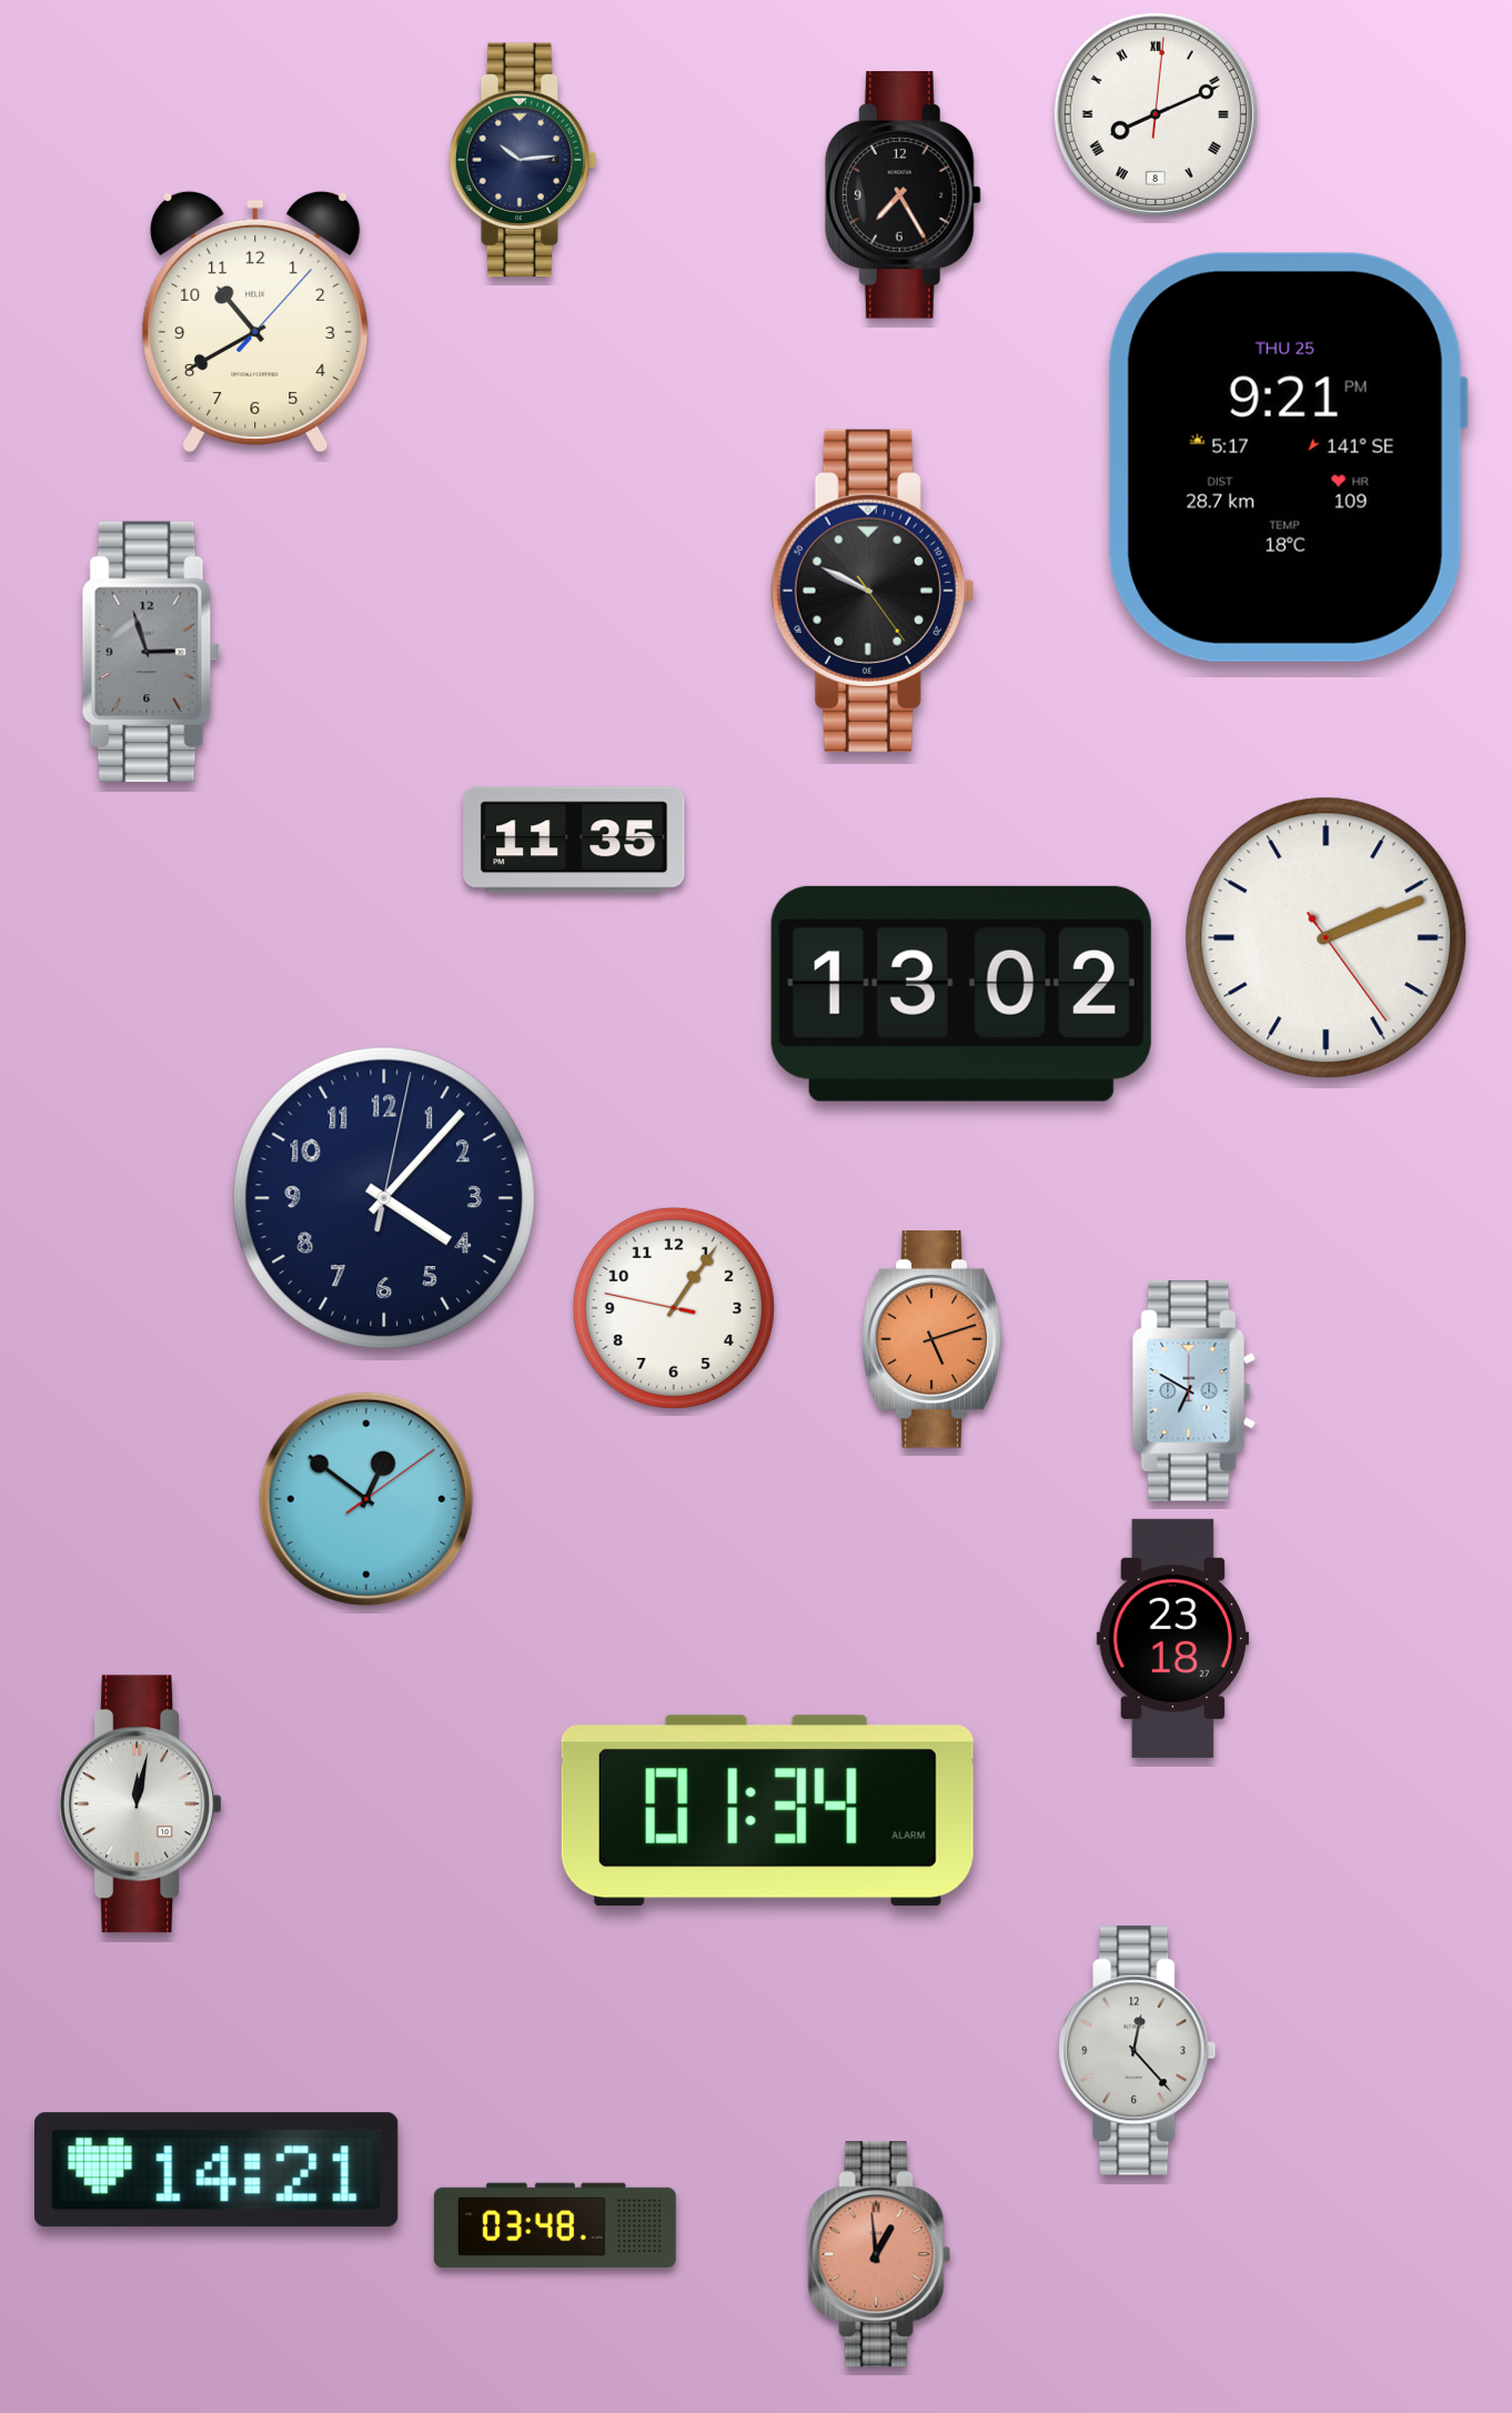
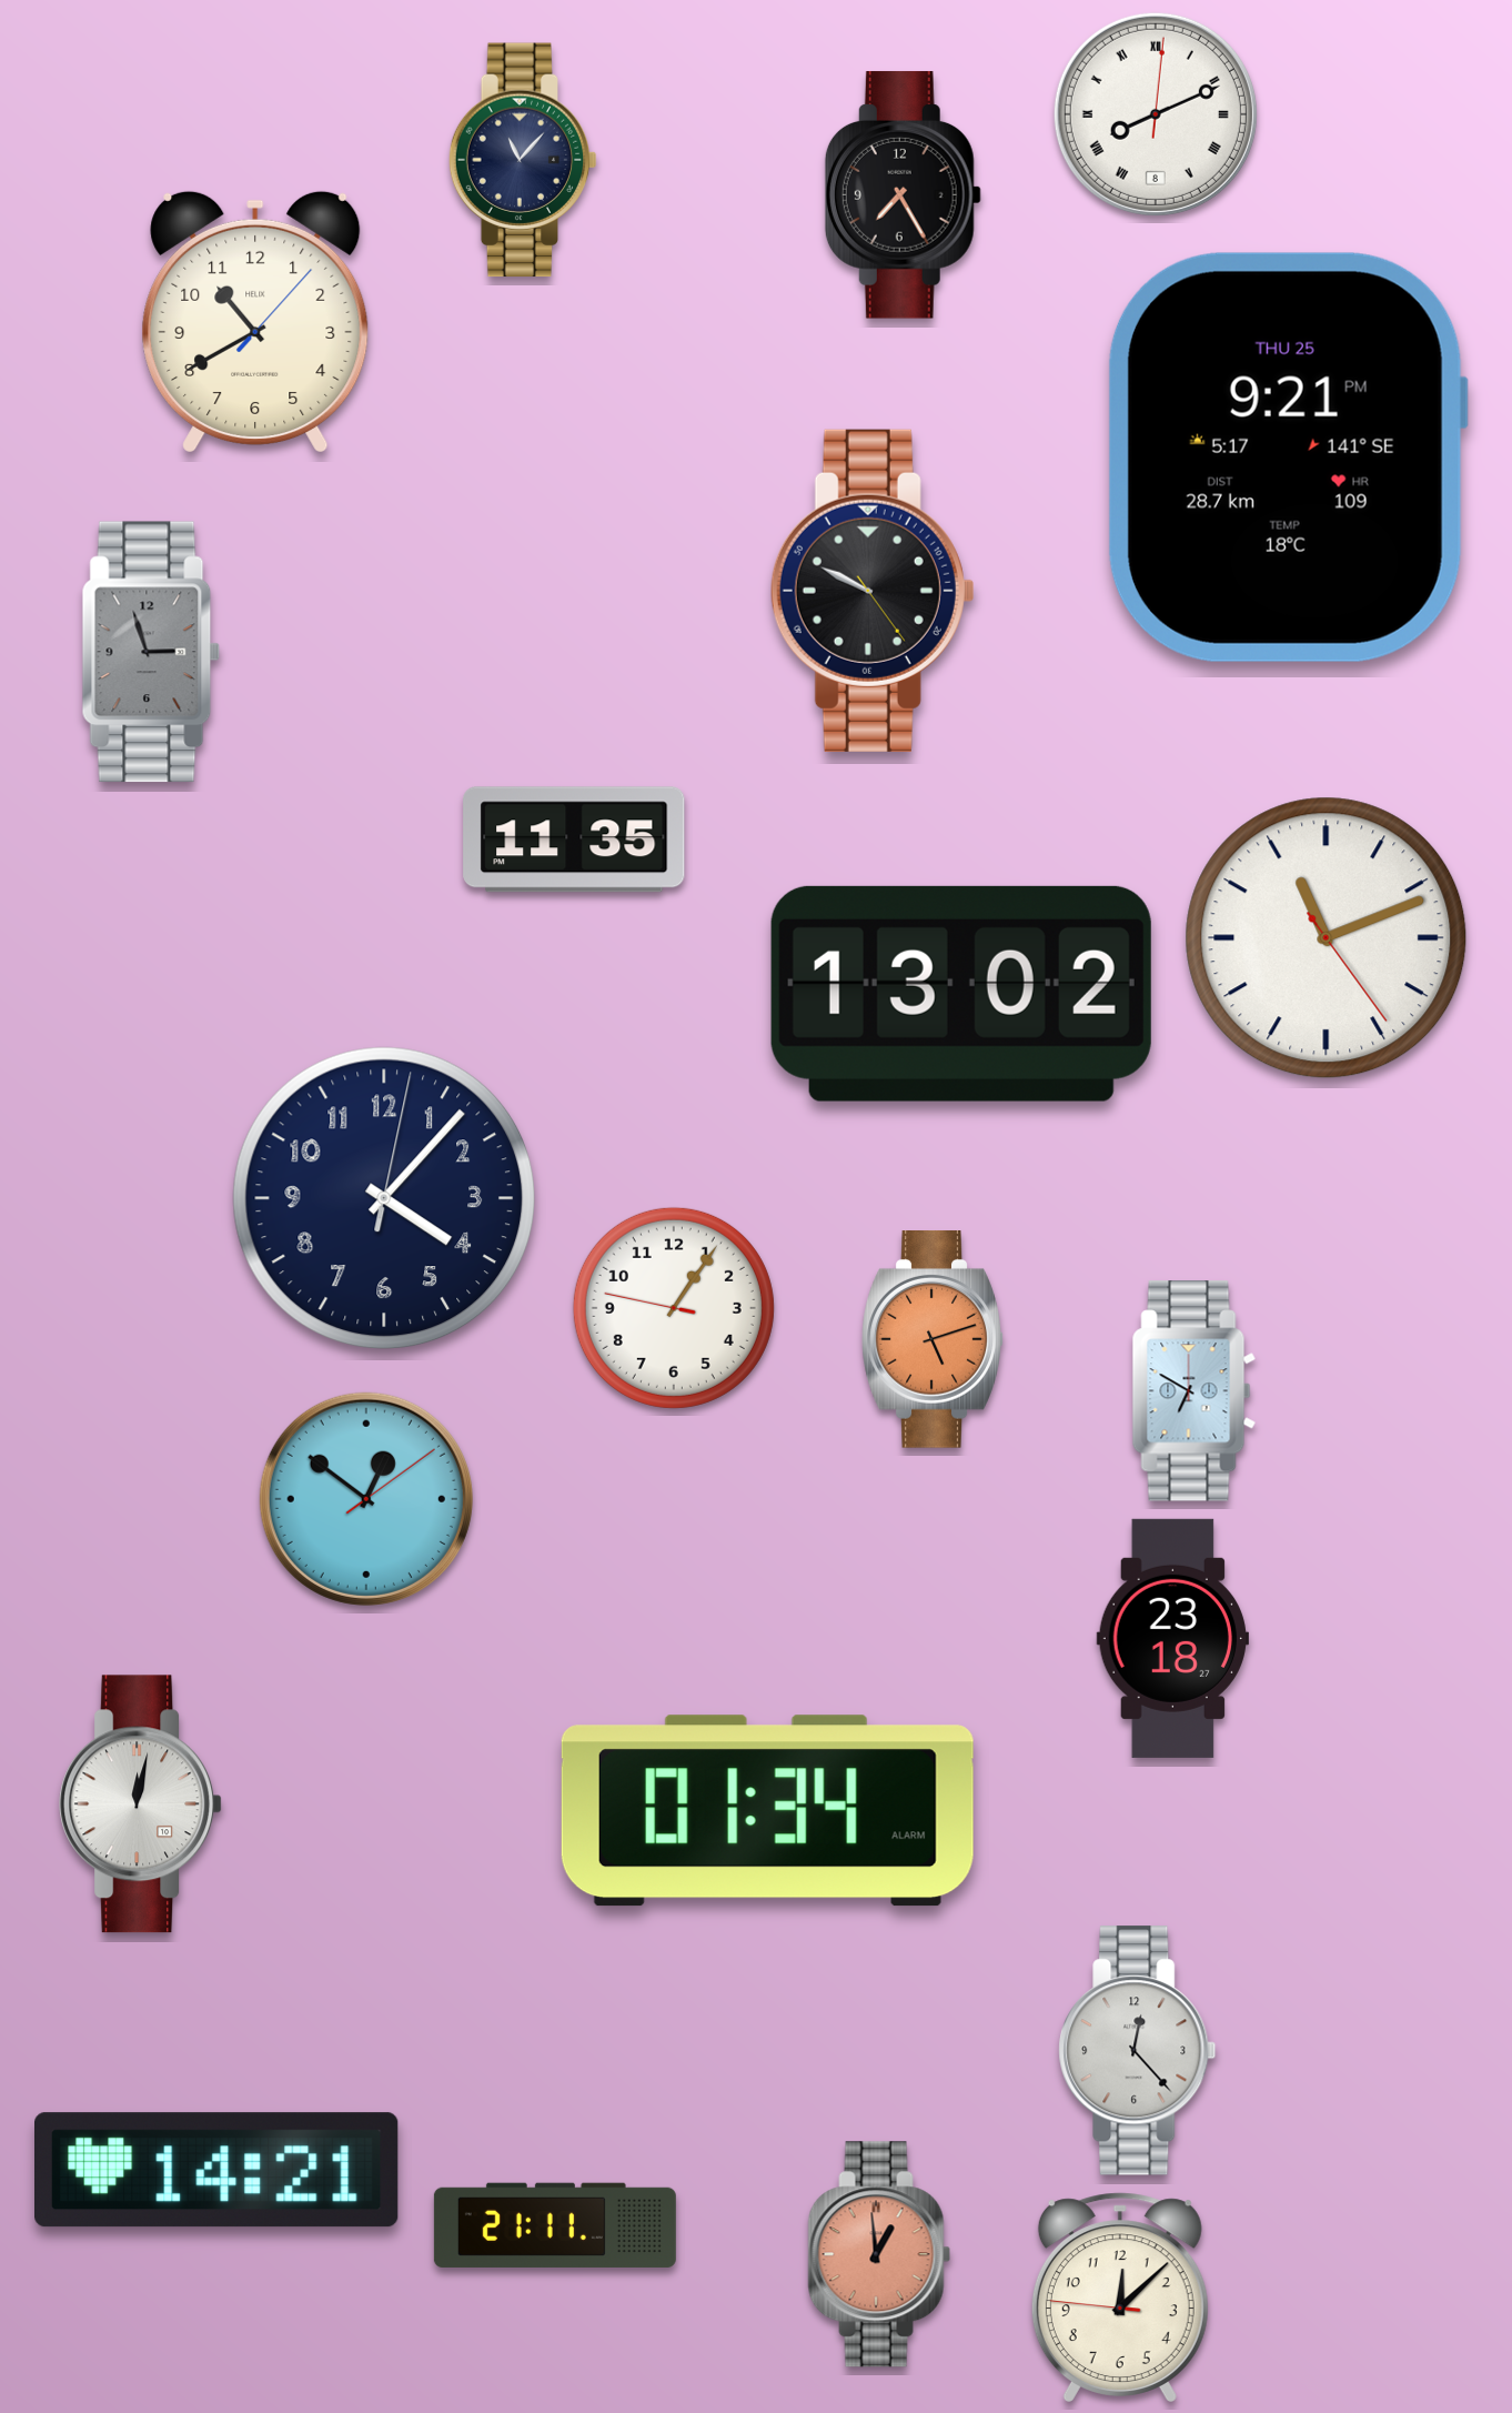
clock at (523, 160): 10:14 -> 11:07
clock at (1327, 938): 2:11 -> 11:11
clock at (555, 2225): 03:48 -> 21:11
clock at (1120, 2298): none -> 12:07
